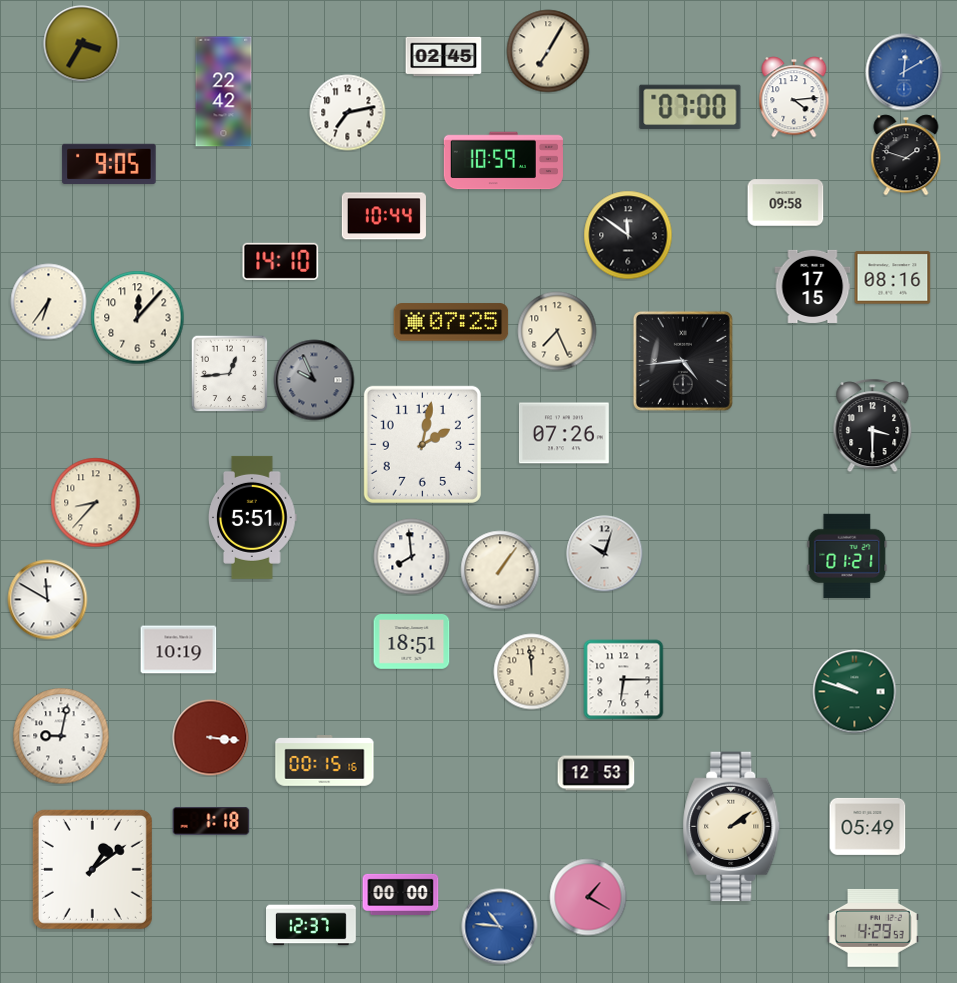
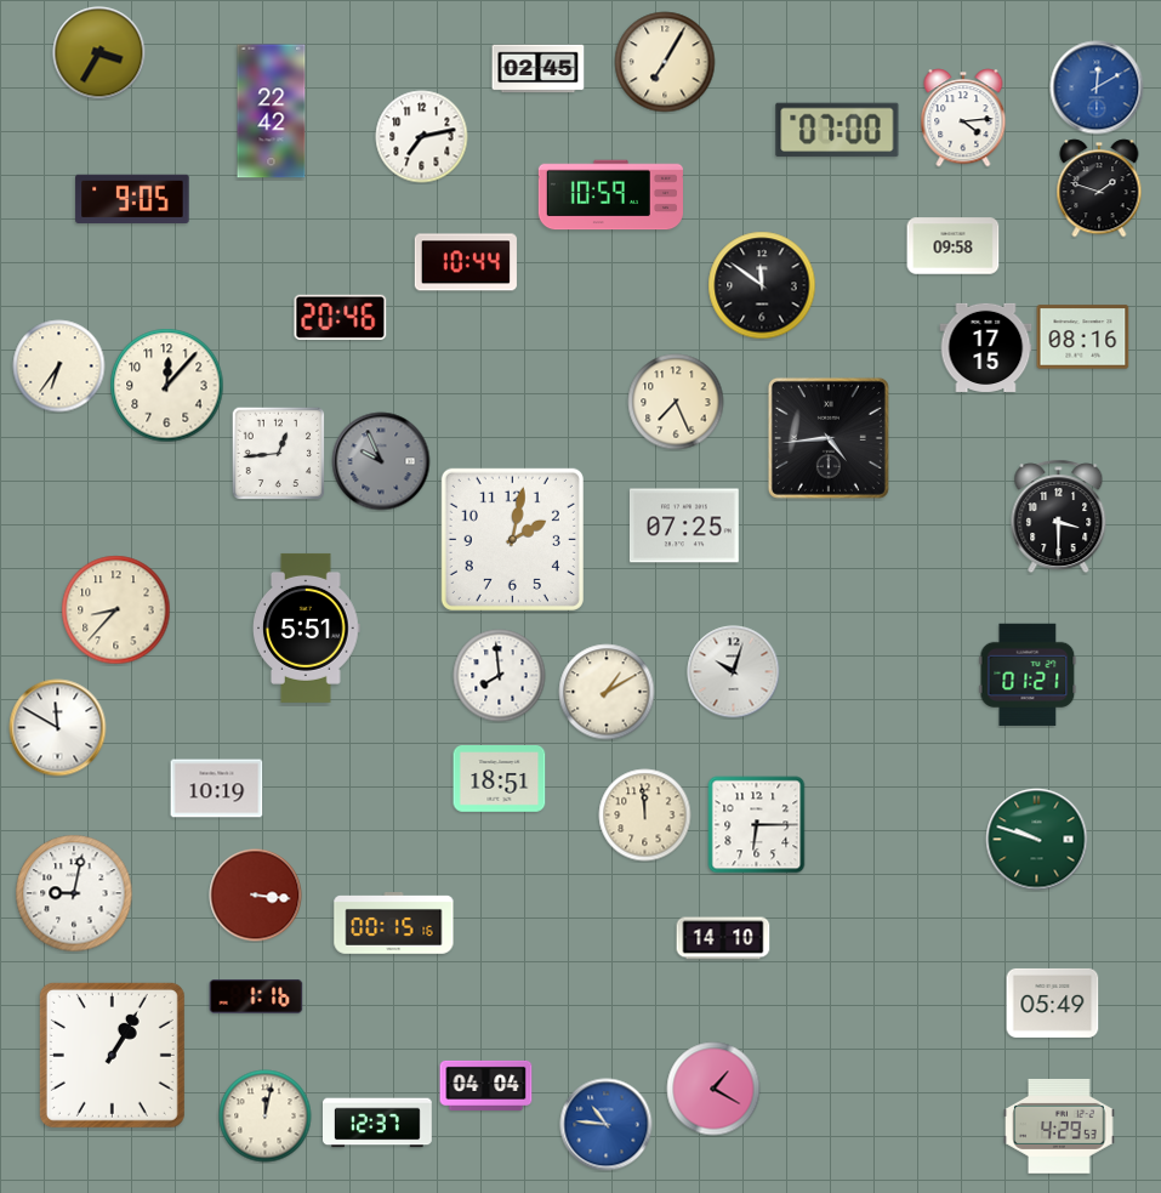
clock at (281, 261): 14:10 -> 20:46
clock at (451, 322): 07:25 -> none
clock at (564, 433): 07:26 -> 07:25
clock at (500, 570): 1:06 -> 1:10
clock at (596, 773): 12:53 -> 14:10
clock at (211, 822): 1:18 -> 1:16
clock at (732, 827): 2:09 -> none
clock at (92, 869): 1:09 -> 1:05
clock at (401, 894): 00:00 -> 04:04
clock at (266, 1117): none -> 12:02
